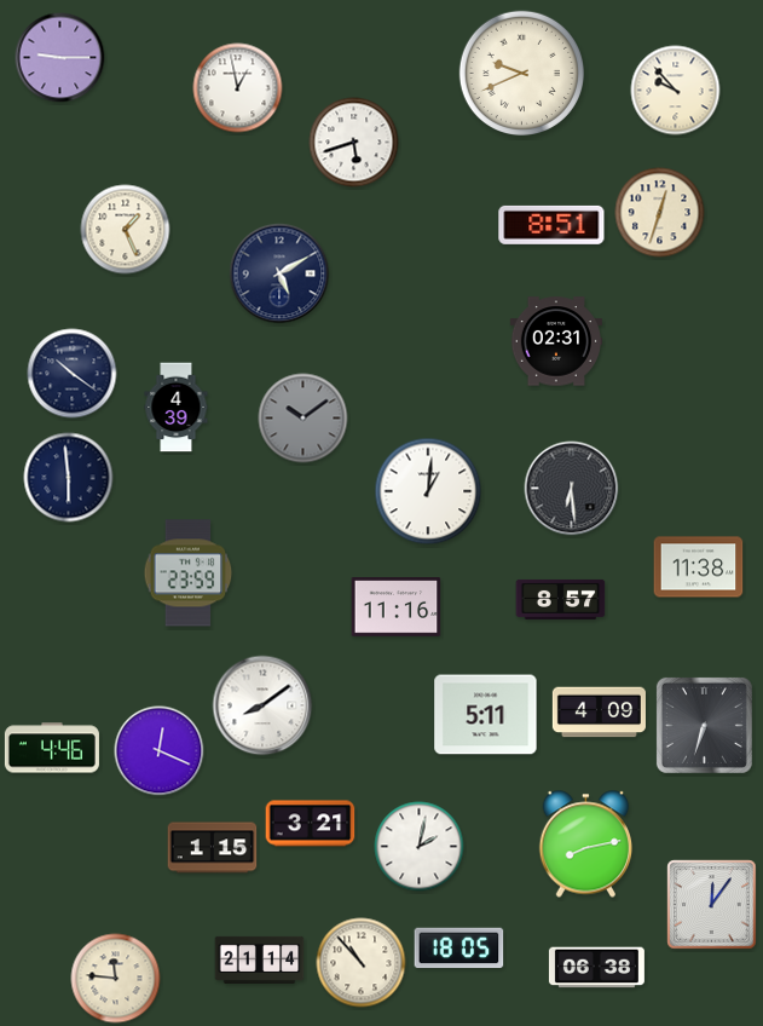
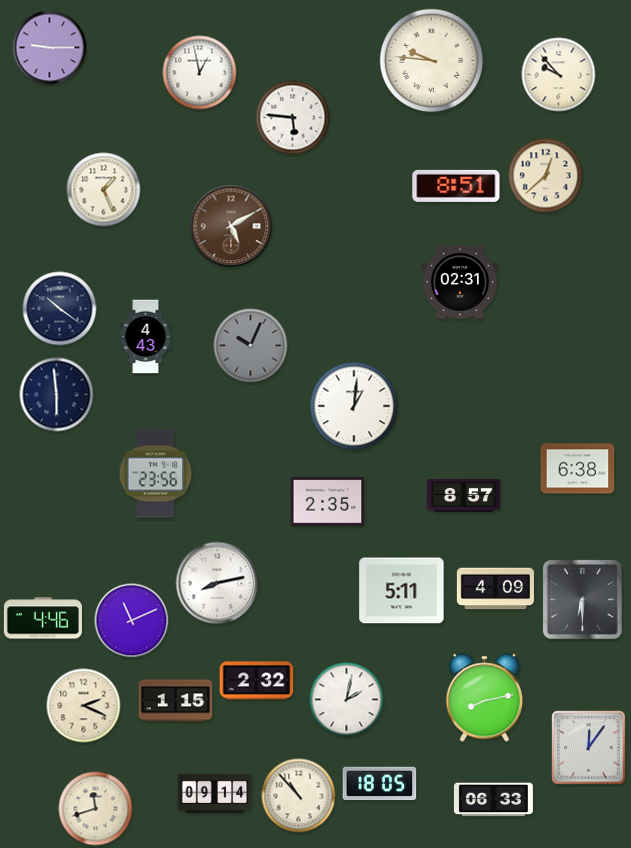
clock at (521, 73): 9:41 -> 9:46
clock at (238, 88) position: (238, 88) -> (200, 73)
clock at (354, 143): 5:42 -> 5:46
clock at (660, 213): 12:33 -> 12:38
clock at (279, 273) dial: navy -> brown
clock at (177, 408): 4:39 -> 4:43
clock at (304, 419): 10:09 -> 10:04
clock at (572, 489): 6:29 -> none
clock at (699, 567): 11:38 -> 6:38
clock at (189, 573): 23:59 -> 23:56
clock at (397, 607): 11:16 -> 2:35
clock at (262, 705): 8:09 -> 8:13
clock at (704, 725): 6:33 -> 6:30
clock at (160, 751): 12:19 -> 11:11
clock at (311, 824): 3:21 -> 2:32
clock at (84, 706): none -> 2:19
clock at (260, 959): 21:14 -> 09:14
clock at (596, 968): 06:38 -> 06:33
clock at (116, 979): 11:46 -> 11:42
